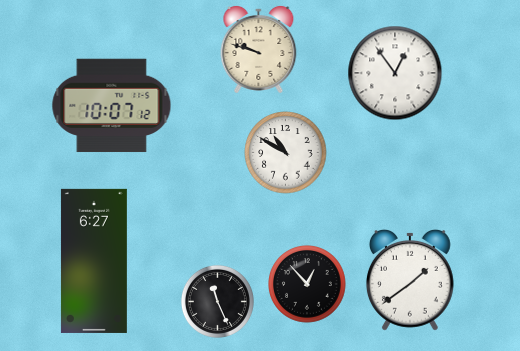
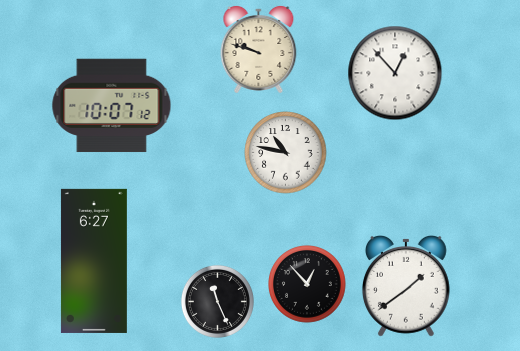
clock at (395, 73): 12:54 -> 12:53
clock at (286, 153): 10:50 -> 10:47
clock at (410, 281) position: (410, 281) -> (406, 287)
